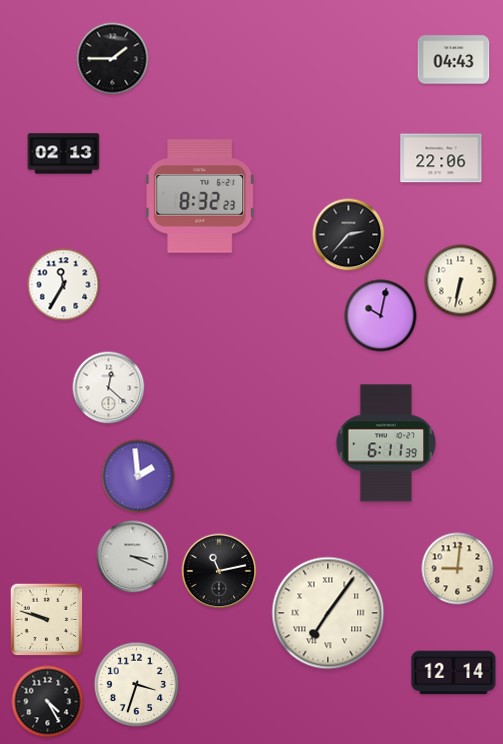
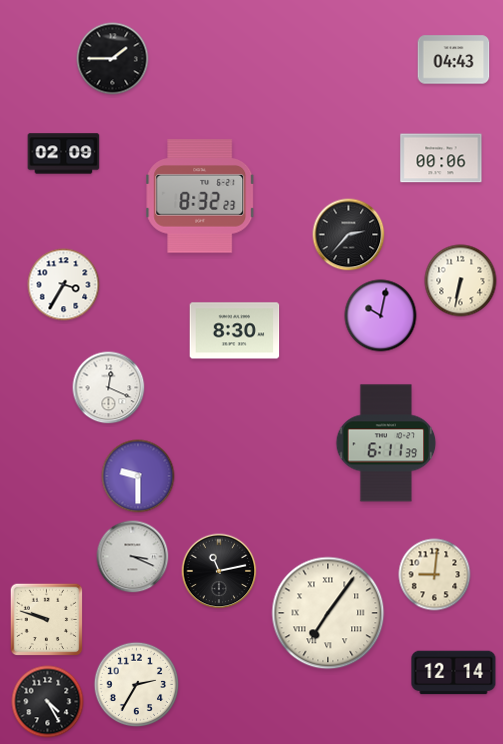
clock at (64, 154): 02:13 -> 02:09
clock at (441, 158): 22:06 -> 00:06
clock at (64, 285): 11:35 -> 3:35
clock at (235, 331): none -> 8:30
clock at (109, 388): 12:22 -> 12:19
clock at (138, 476): 1:59 -> 9:30
clock at (458, 569) position: (458, 569) -> (435, 575)
clock at (137, 685): 3:33 -> 2:35
